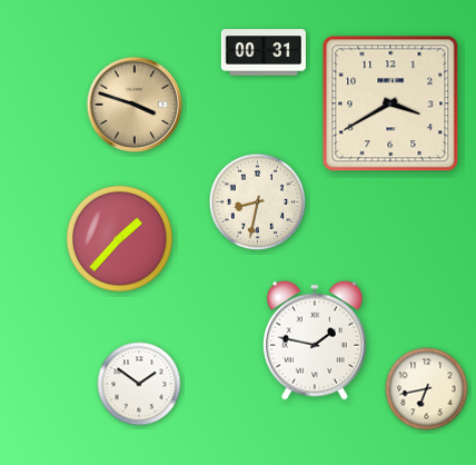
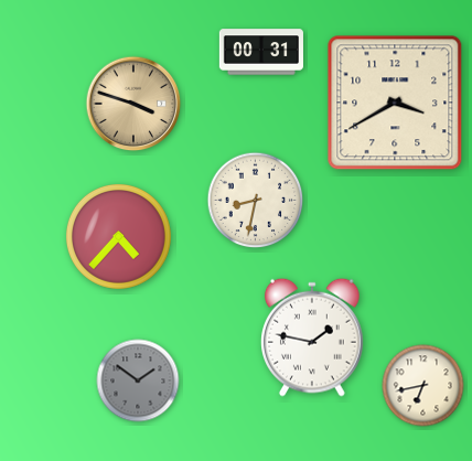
clock at (390, 103) position: (390, 103) -> (395, 103)
clock at (119, 238): 1:37 -> 4:37
clock at (139, 384) dial: white -> grey
